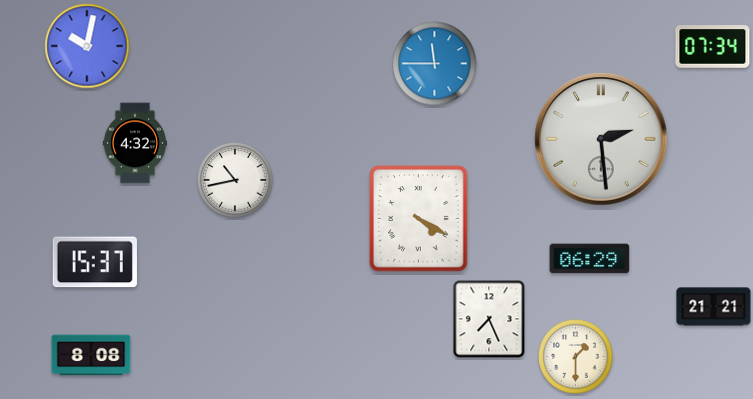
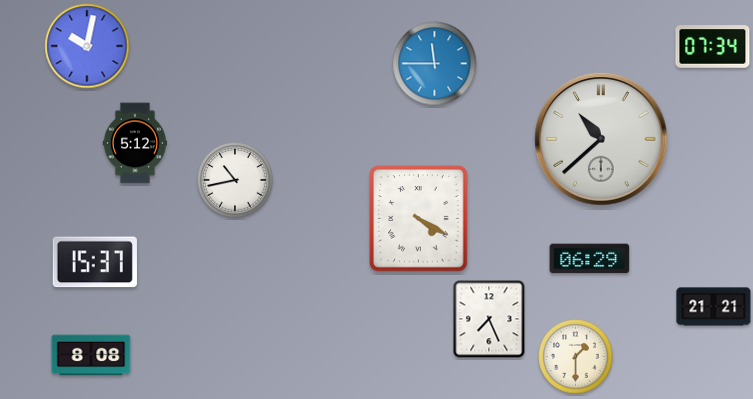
clock at (601, 139): 2:29 -> 10:38
clock at (135, 143): 4:32 -> 5:12
